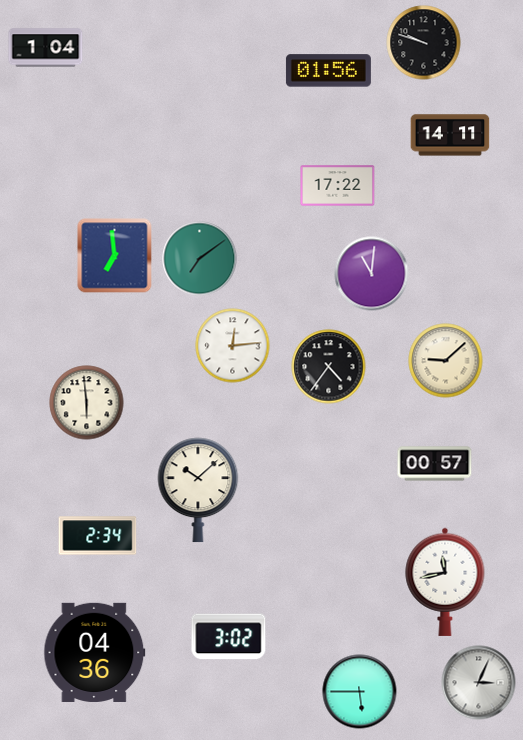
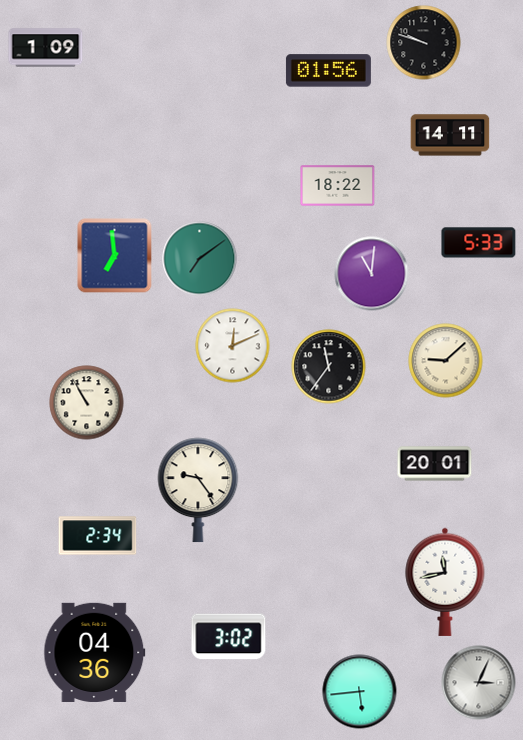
clock at (46, 48): 1:04 -> 1:09
clock at (338, 186): 17:22 -> 18:22
clock at (479, 243): none -> 5:33
clock at (233, 346): 12:14 -> 12:11
clock at (329, 367): 4:36 -> 11:36
clock at (87, 403): 5:59 -> 10:55
clock at (435, 464): 00:57 -> 20:01
clock at (198, 490): 10:08 -> 9:24
clock at (360, 692): 5:45 -> 5:44
